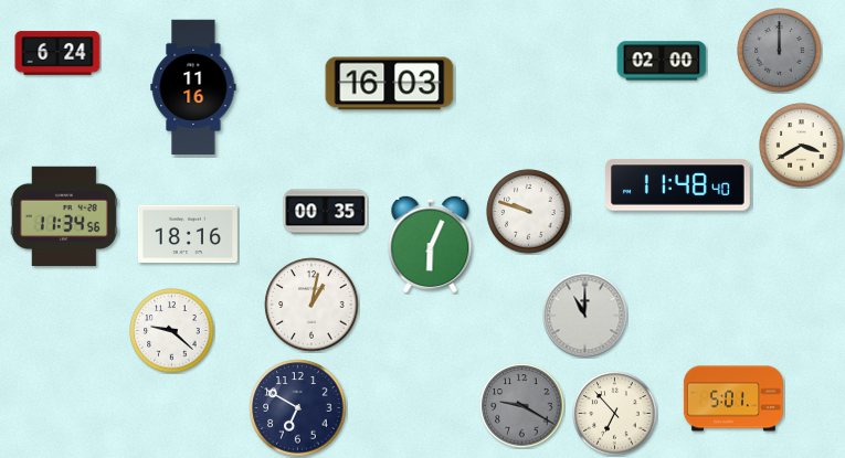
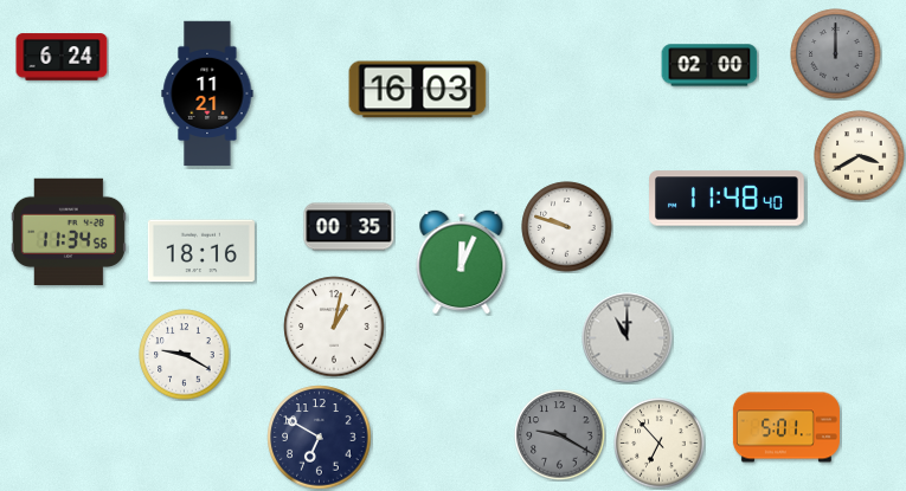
clock at (193, 87): 11:16 -> 11:21
clock at (431, 243): 6:04 -> 12:04
clock at (172, 331): 9:22 -> 9:20
